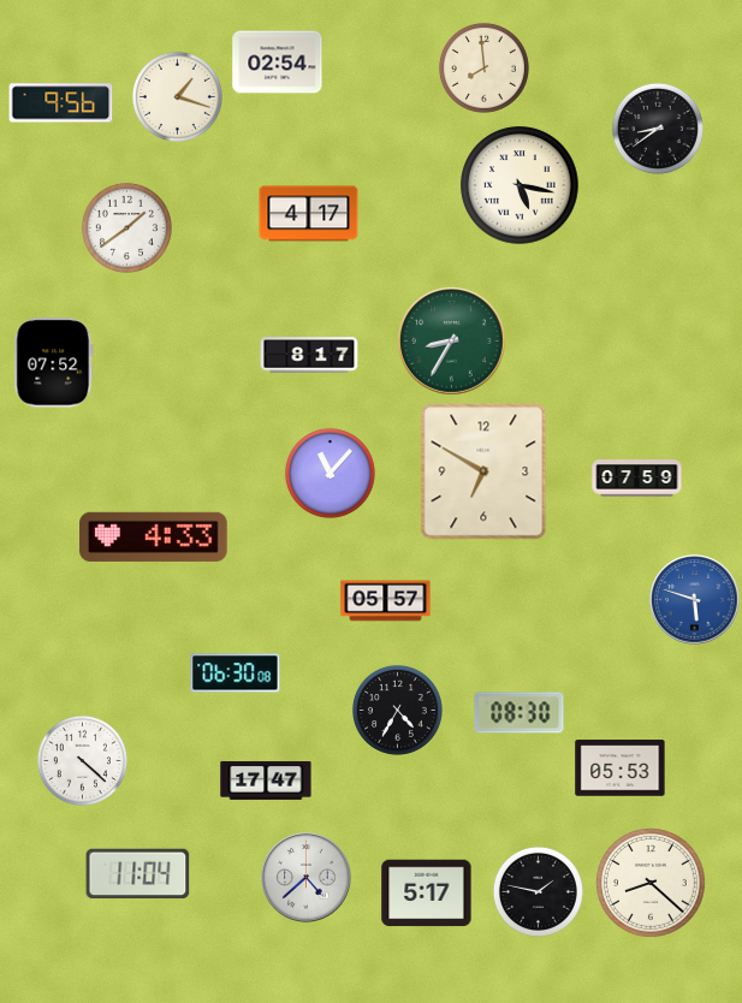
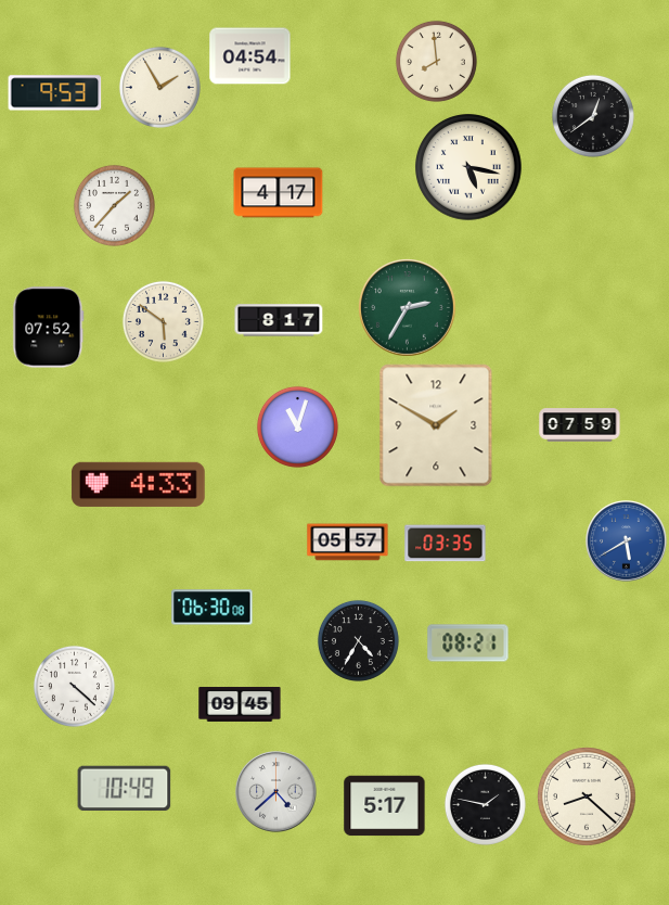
clock at (278, 63): 02:54 -> 04:54
clock at (177, 96): 1:18 -> 1:55
clock at (61, 103): 9:56 -> 9:53
clock at (658, 129): 8:39 -> 12:39
clock at (126, 227): 1:39 -> 1:37
clock at (452, 342): 8:35 -> 2:35
clock at (163, 321): none -> 5:51
clock at (483, 471): 6:50 -> 1:50
clock at (330, 473): 11:07 -> 11:03
clock at (637, 479) position: (637, 479) -> (580, 425)
clock at (695, 600): 5:48 -> 5:40
clock at (446, 544): none -> 03:35
clock at (520, 713): 08:30 -> 08:21
clock at (621, 768): 05:53 -> none
clock at (266, 781): 17:47 -> 09:45
clock at (138, 874): 11:04 -> 10:49
